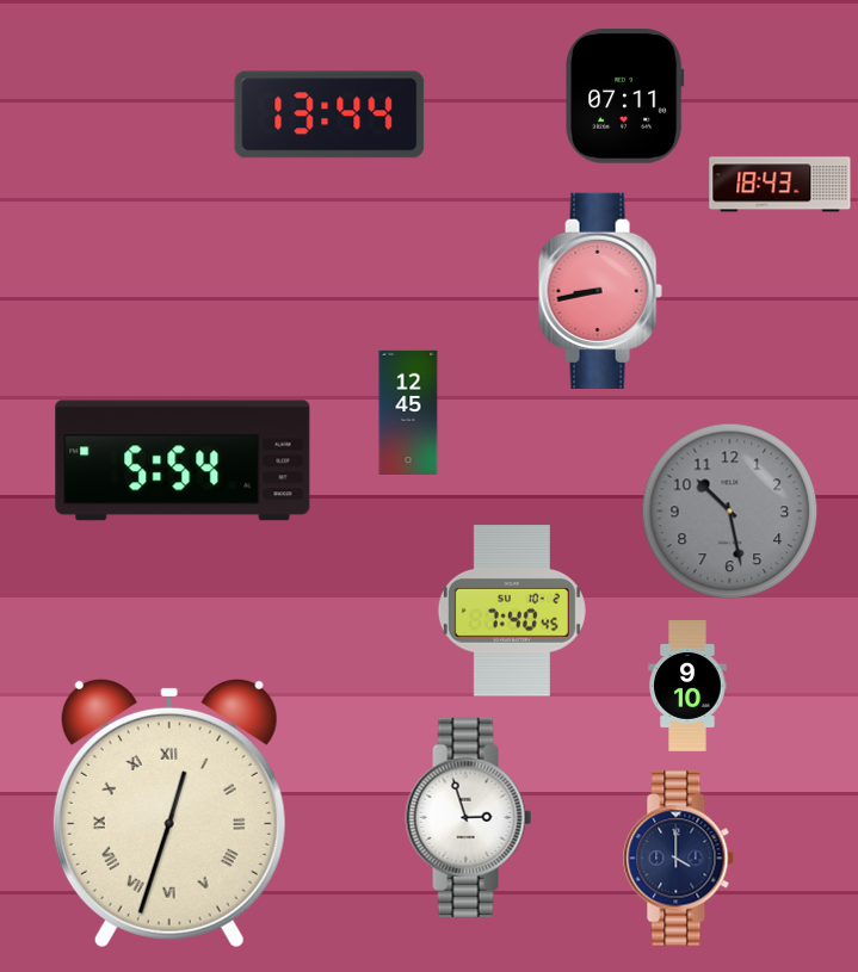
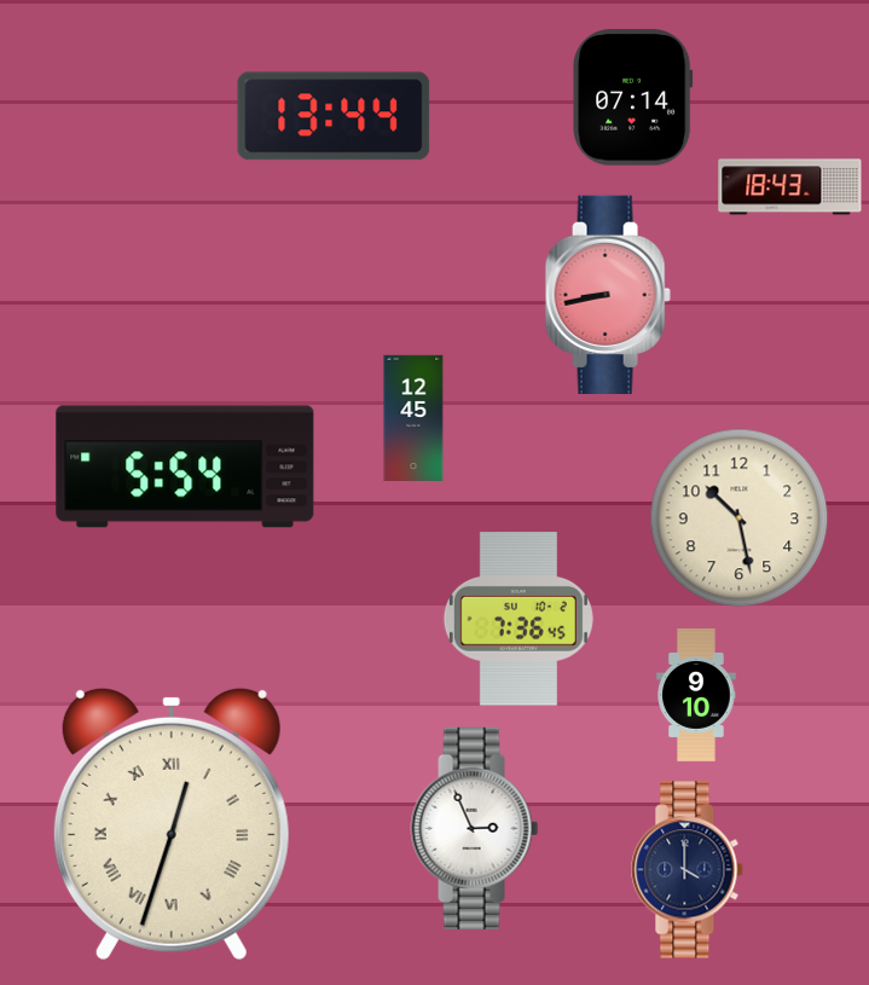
clock at (625, 97): 07:11 -> 07:14
clock at (730, 512) dial: grey -> cream
clock at (512, 611): 7:40 -> 7:36
clock at (469, 817): 2:57 -> 2:56
